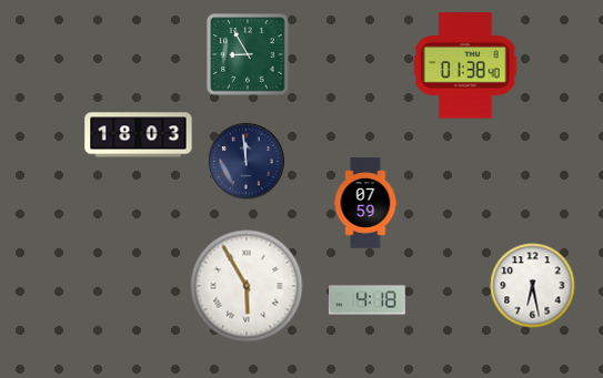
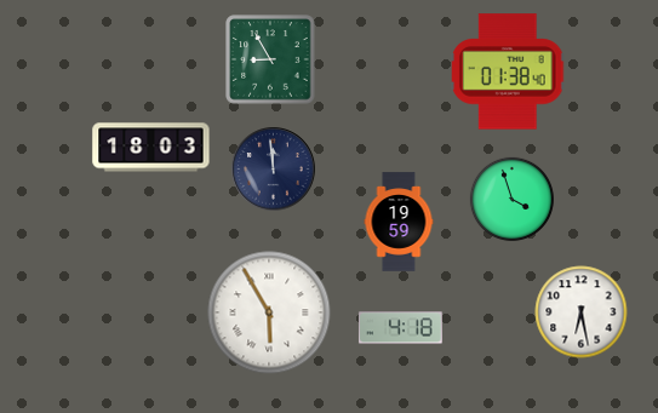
clock at (247, 162) position: (247, 162) -> (274, 170)
clock at (511, 199): none -> 3:57
clock at (365, 203): 07:59 -> 19:59
